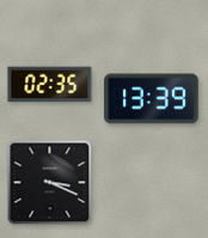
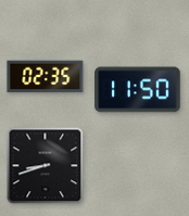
clock at (152, 99): 13:39 -> 11:50
clock at (50, 183): 3:19 -> 8:42
